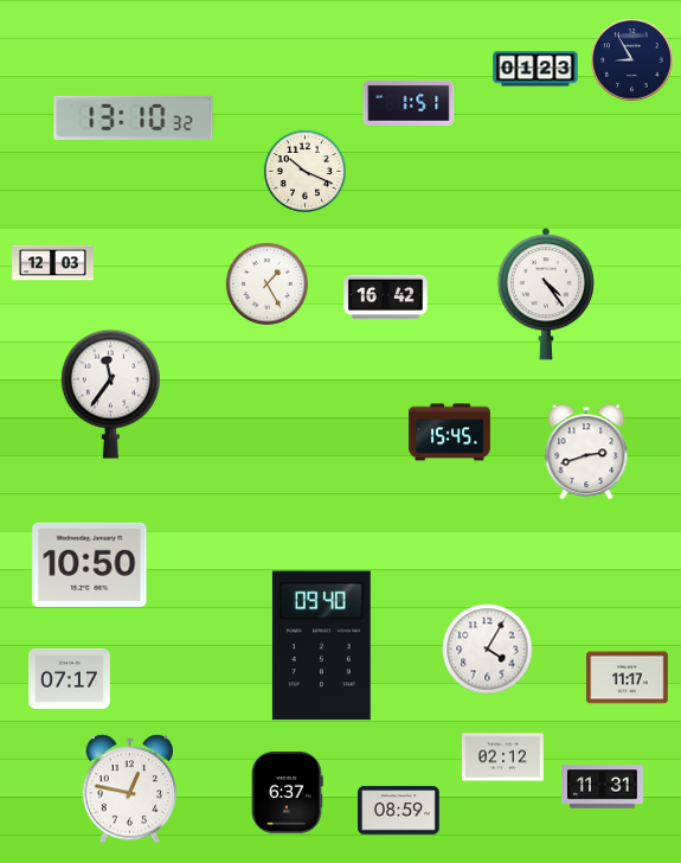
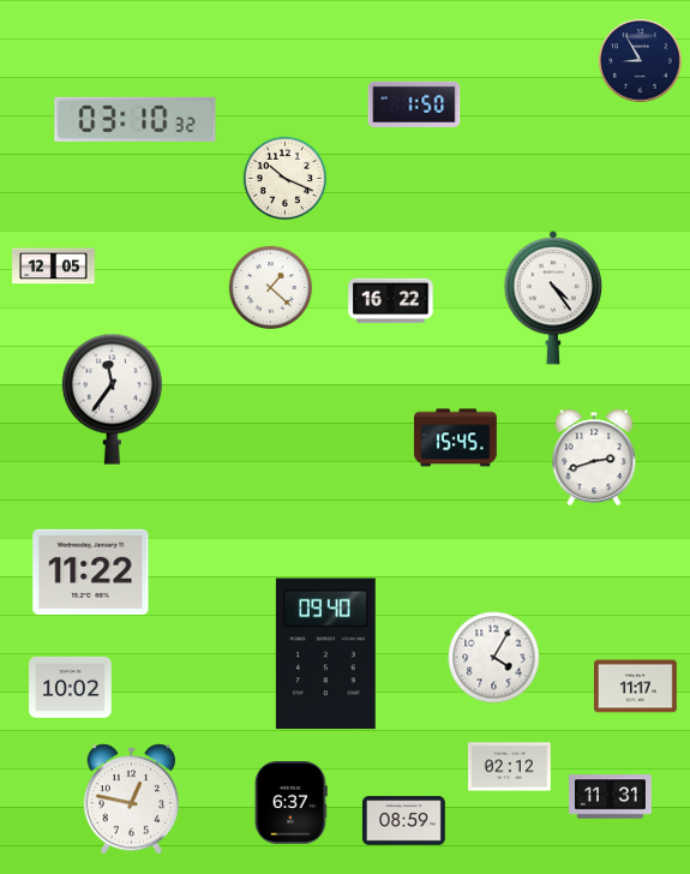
clock at (535, 69): 01:23 -> none
clock at (409, 103): 1:51 -> 1:50
clock at (134, 117): 13:10 -> 03:10
clock at (304, 171) position: (304, 171) -> (284, 178)
clock at (53, 263): 12:03 -> 12:05
clock at (266, 283): 1:25 -> 1:22
clock at (386, 298): 16:42 -> 16:22
clock at (90, 564): 10:50 -> 11:22
clock at (70, 678): 07:17 -> 10:02
